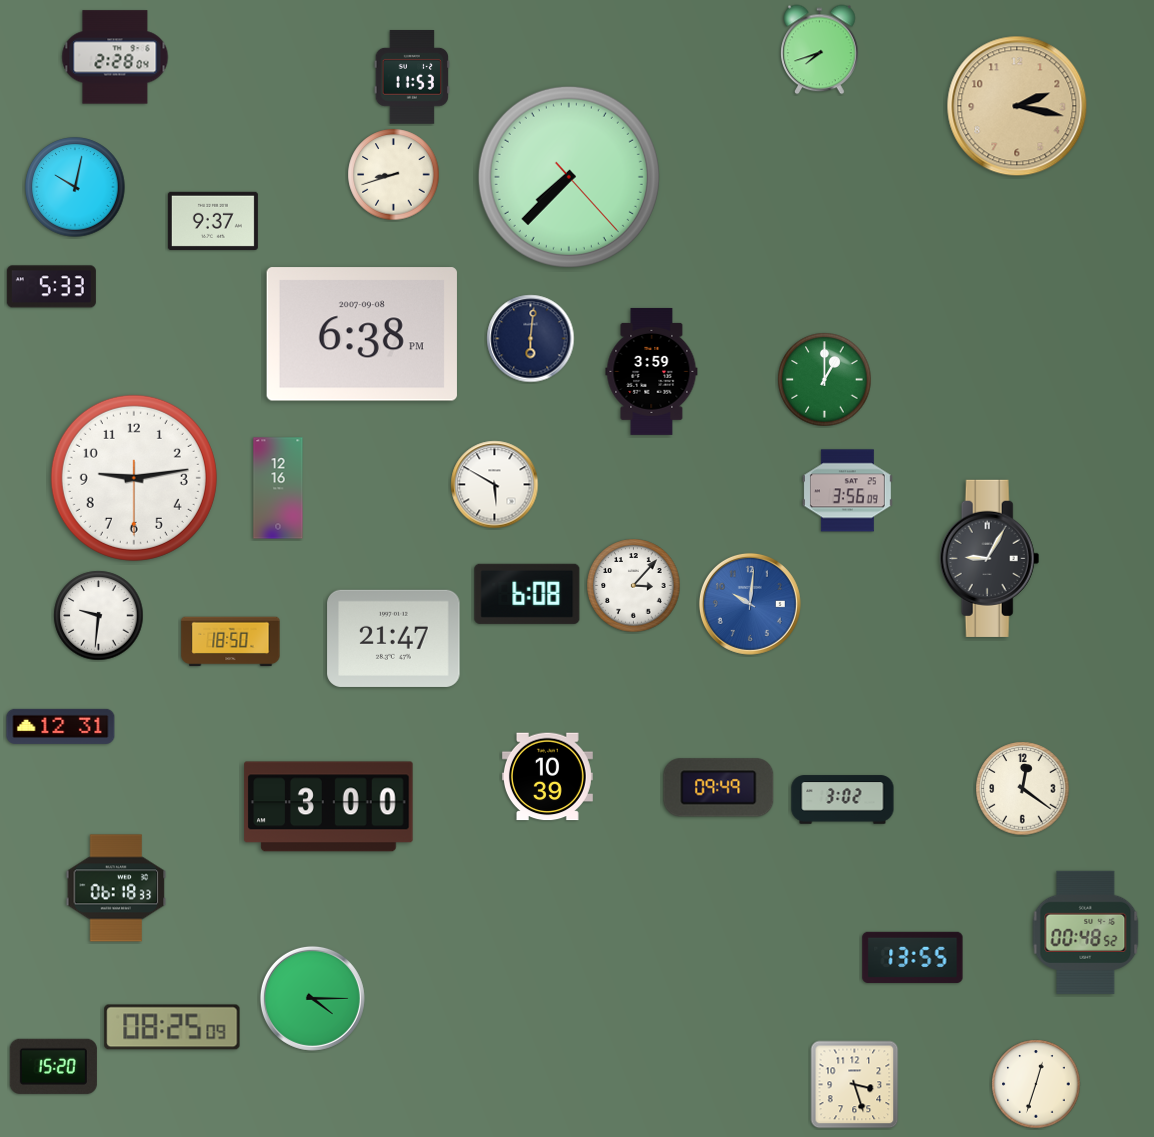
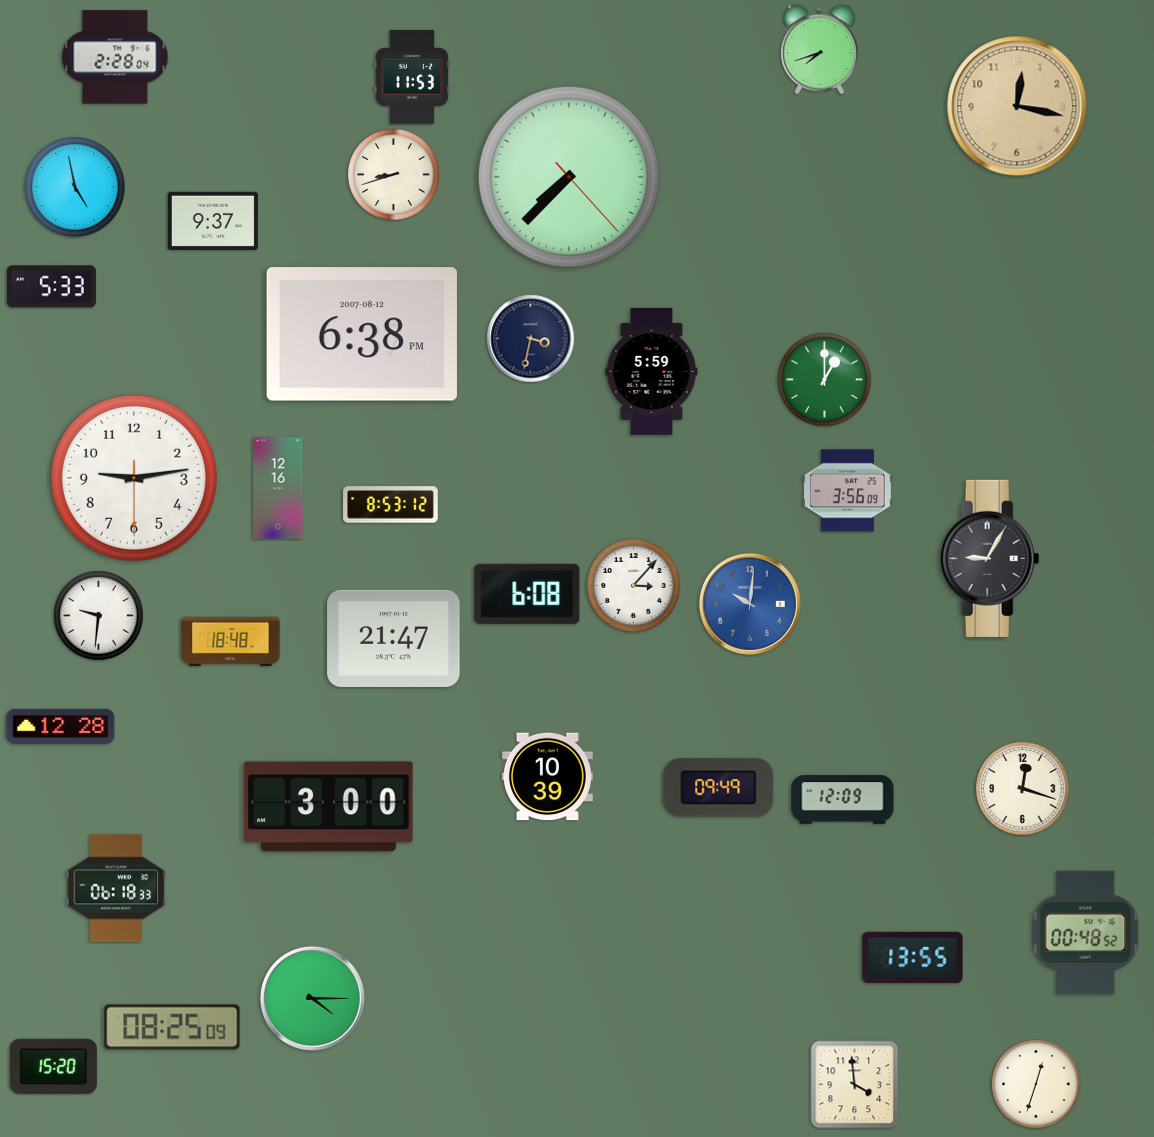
clock at (1017, 106): 2:17 -> 12:17
clock at (75, 187): 10:02 -> 4:58
clock at (362, 334) date: 2007-09-08 -> 2007-08-12
clock at (531, 339): 6:01 -> 3:32
clock at (652, 371): 3:59 -> 5:59
clock at (495, 485): 5:50 -> none
clock at (391, 505): none -> 8:53
clock at (231, 642): 18:50 -> 18:48
clock at (61, 726): 12:31 -> 12:28
clock at (1023, 789): 12:21 -> 12:18
clock at (843, 800): 3:02 -> 12:09
clock at (855, 1085): 3:27 -> 3:59
